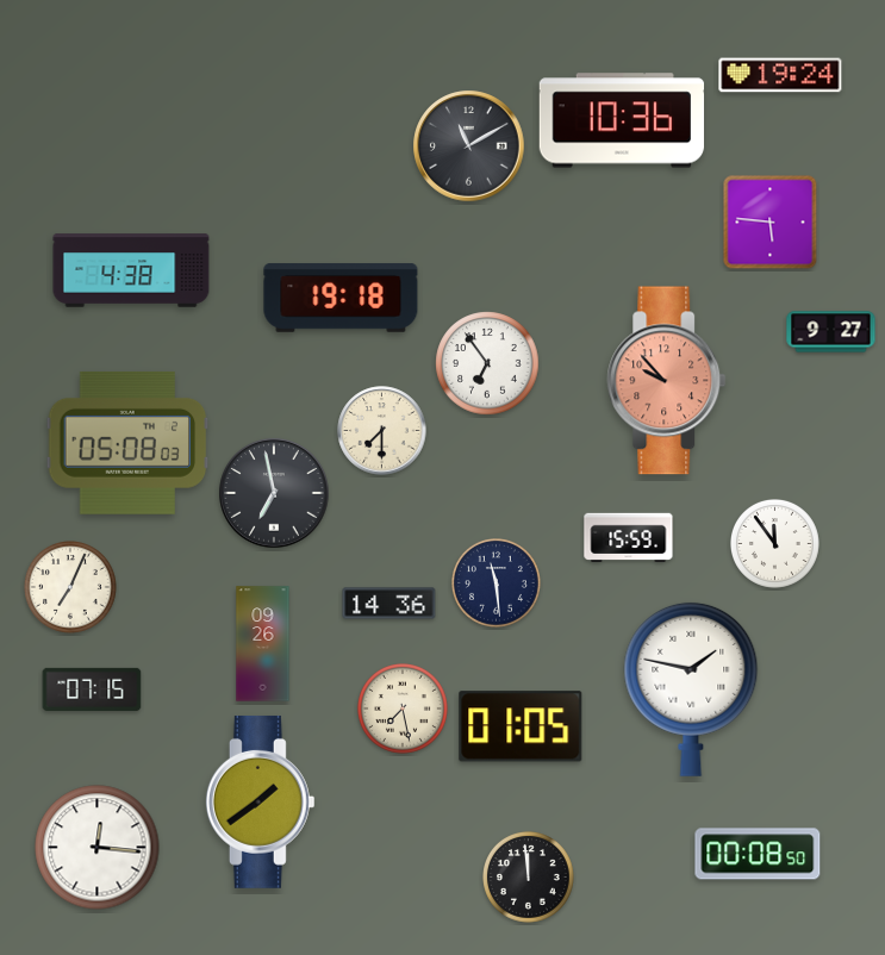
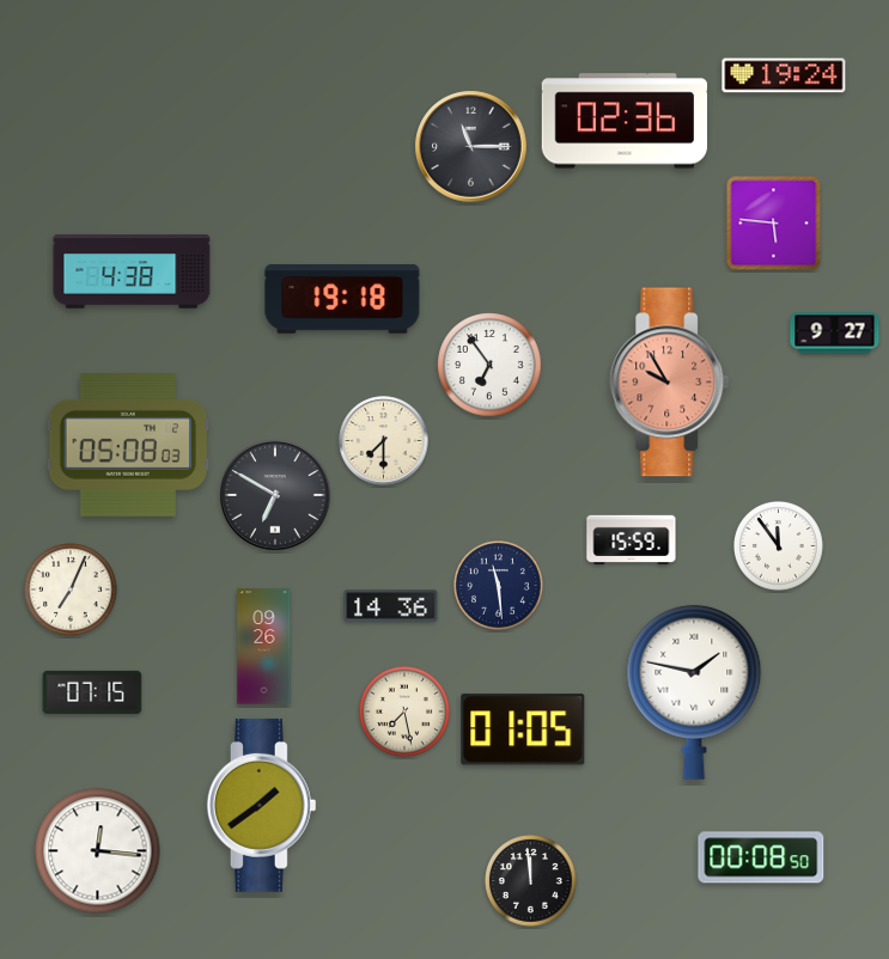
clock at (622, 120): 10:36 -> 02:36
clock at (469, 146): 11:10 -> 11:15
clock at (667, 381): 9:53 -> 9:55
clock at (382, 431) position: (382, 431) -> (384, 441)
clock at (274, 493): 6:58 -> 6:50
